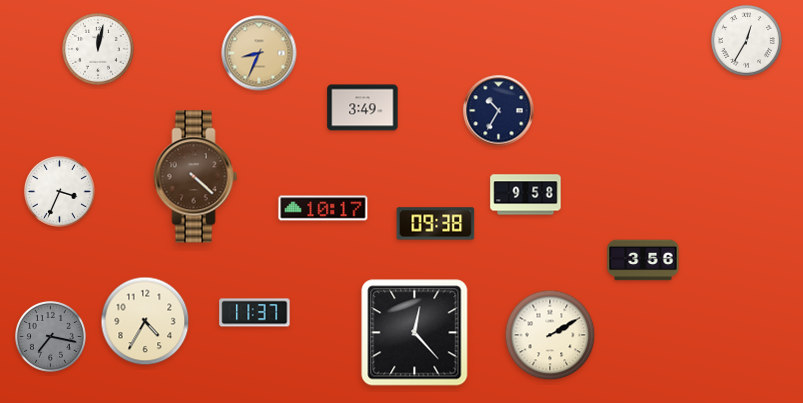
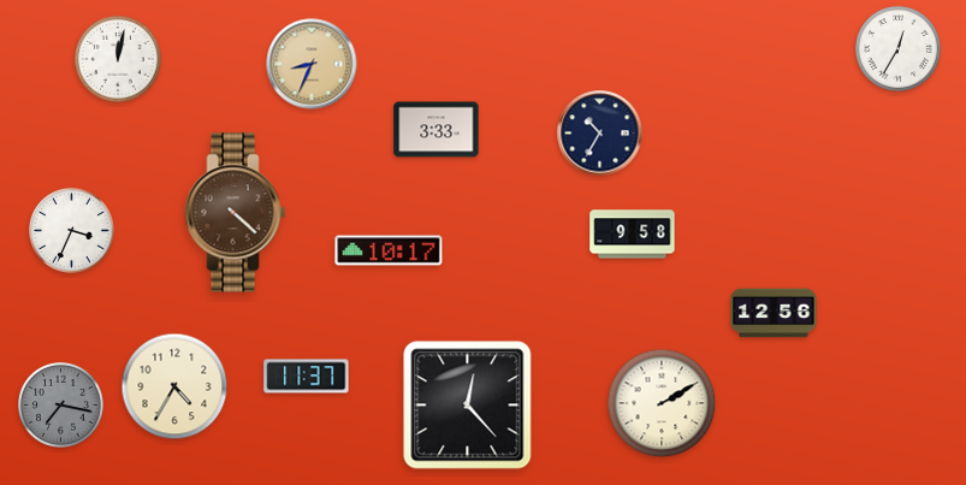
clock at (363, 108): 3:49 -> 3:33
clock at (436, 224): 09:38 -> none
clock at (643, 260): 3:56 -> 12:56
clock at (415, 333) position: (415, 333) -> (468, 406)
